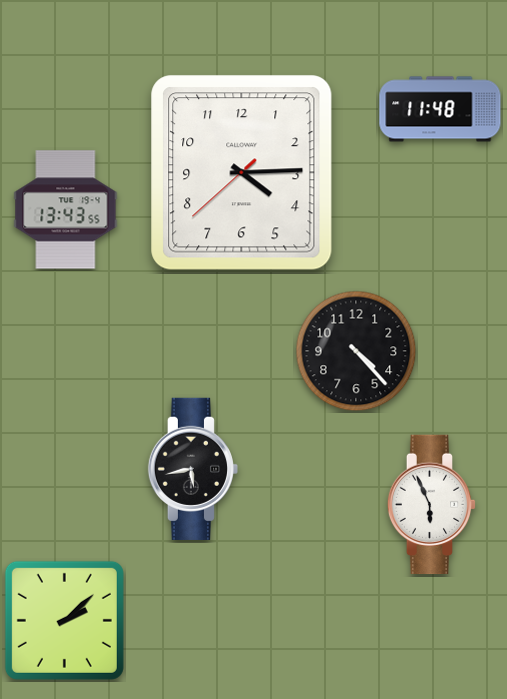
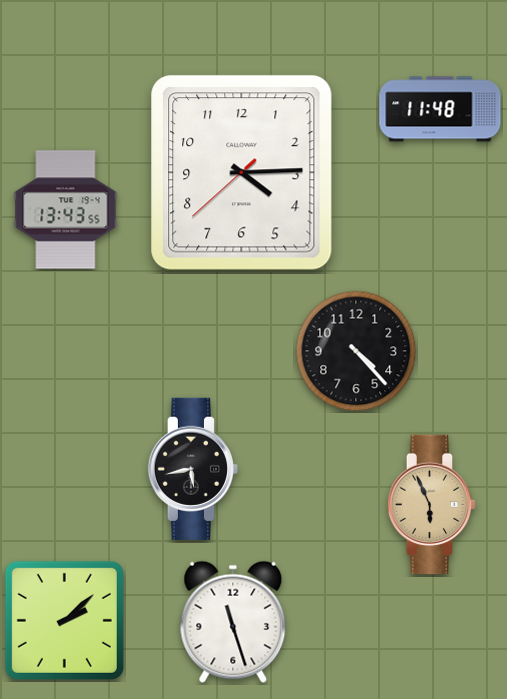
clock at (432, 505) dial: white -> champagne
clock at (233, 622): none -> 11:27
